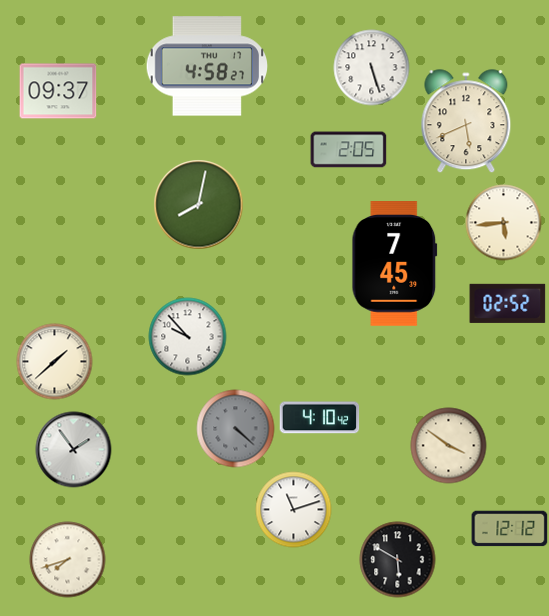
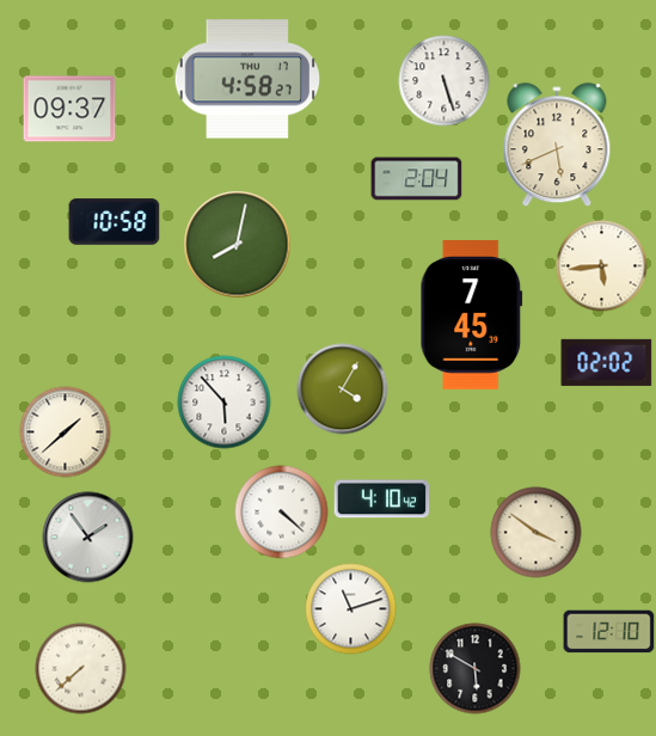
clock at (349, 150): 2:05 -> 2:04
clock at (115, 222): none -> 10:58
clock at (508, 303): 02:52 -> 02:02
clock at (343, 390): none -> 4:05
clock at (188, 337): 9:53 -> 5:53
clock at (236, 429) dial: grey -> white
clock at (510, 529): 12:12 -> 12:10
clock at (68, 560): 7:42 -> 7:38
